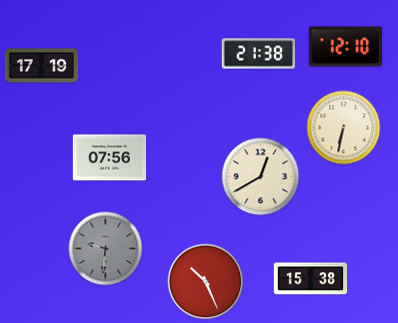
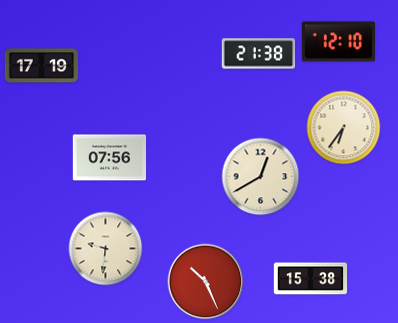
clock at (346, 47) position: (346, 47) -> (339, 42)
clock at (344, 128): 6:32 -> 6:36
clock at (106, 249) dial: grey -> cream
